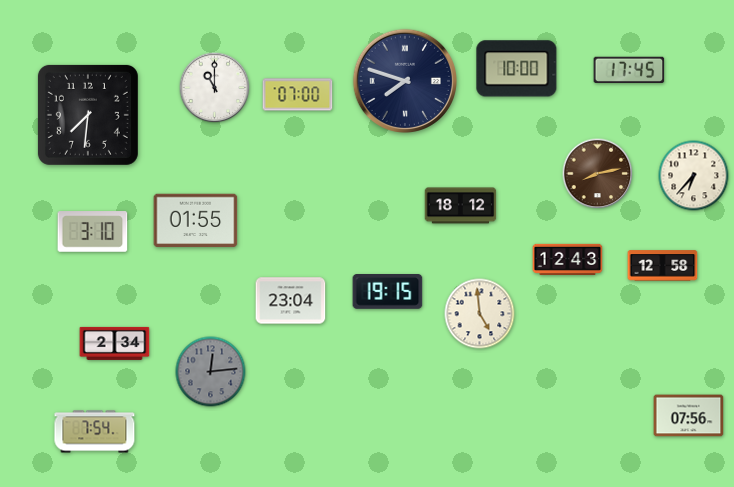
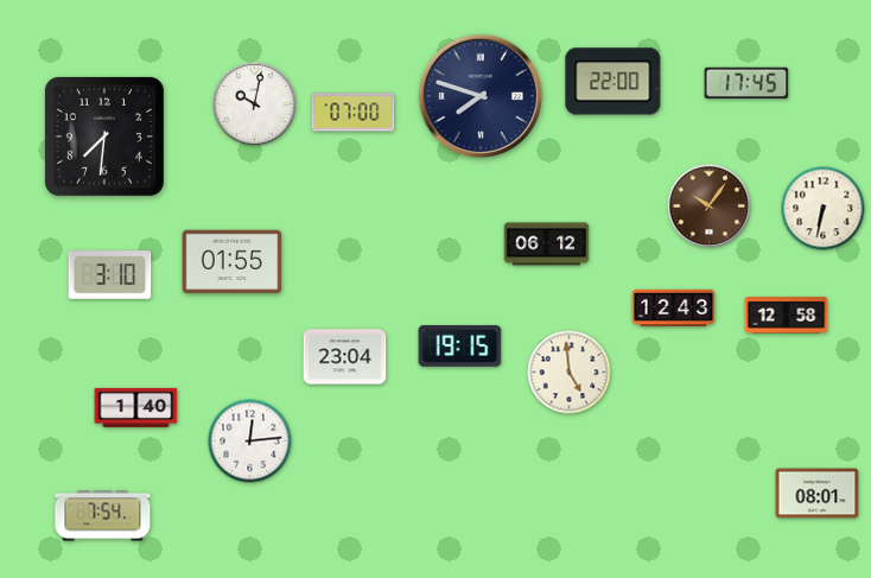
clock at (517, 69): 10:00 -> 22:00
clock at (215, 88): 11:00 -> 10:02
clock at (598, 174): 8:13 -> 10:06
clock at (694, 176): 6:37 -> 6:32
clock at (461, 206): 18:12 -> 06:12
clock at (115, 343): 2:34 -> 1:40
clock at (211, 372) dial: grey -> white
clock at (689, 416): 07:56 -> 08:01
clock at (95, 432) position: (95, 432) -> (103, 516)
